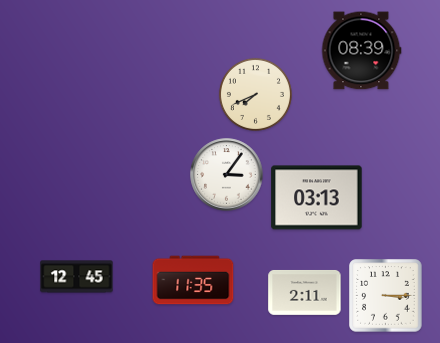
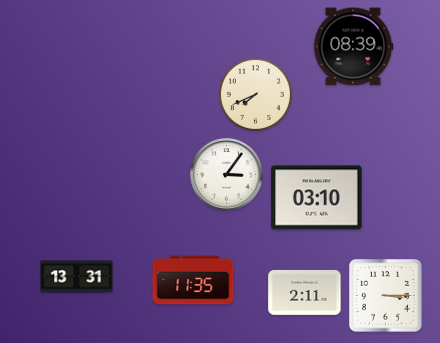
clock at (361, 51) position: (361, 51) -> (353, 47)
clock at (317, 198): 03:13 -> 03:10
clock at (77, 277): 12:45 -> 13:31
